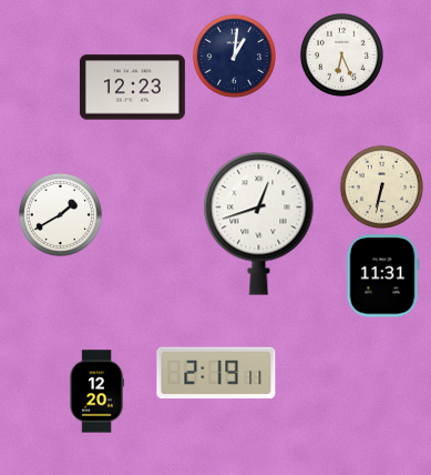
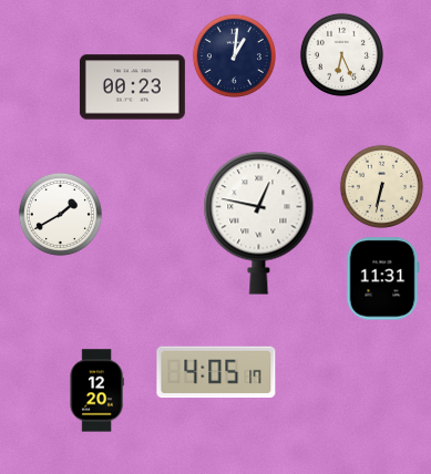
clock at (132, 88): 12:23 -> 00:23
clock at (259, 223): 12:42 -> 12:47
clock at (382, 276) position: (382, 276) -> (382, 279)
clock at (216, 373): 2:19 -> 4:05
